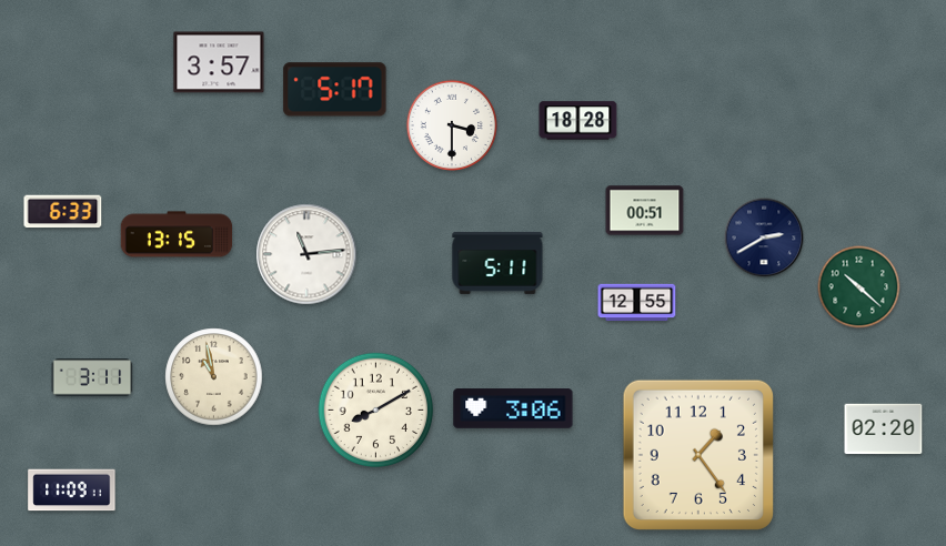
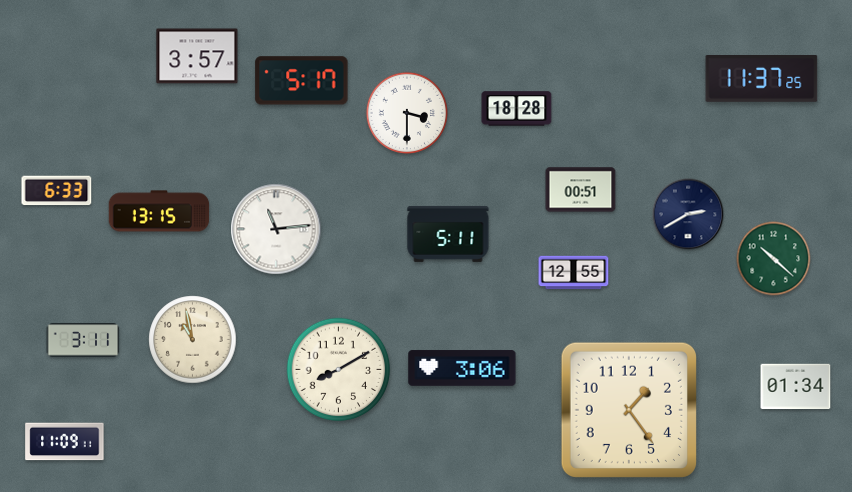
clock at (762, 79): none -> 11:37
clock at (578, 121) position: (578, 121) -> (517, 109)
clock at (497, 263) position: (497, 263) -> (448, 234)
clock at (884, 429): 02:20 -> 01:34
